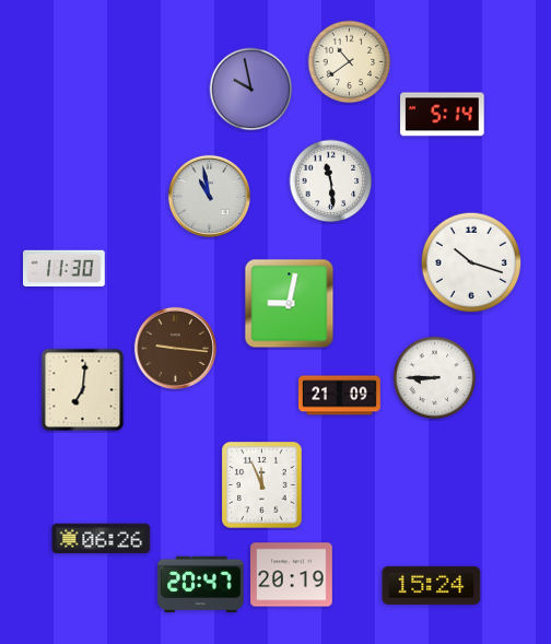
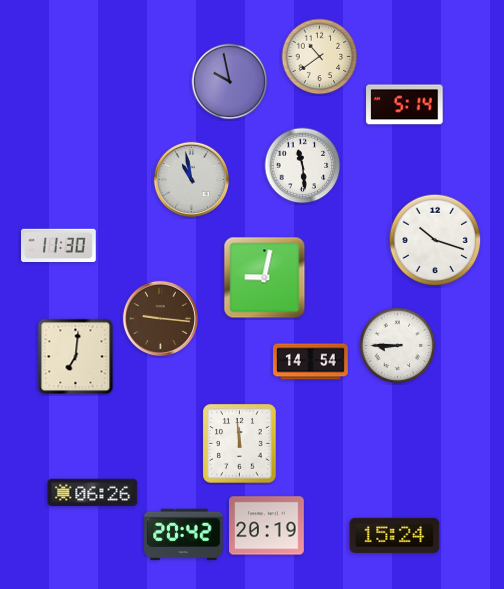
clock at (471, 262) position: (471, 262) -> (435, 240)
clock at (340, 396): 21:09 -> 14:54
clock at (262, 485): 11:56 -> 11:59
clock at (201, 585): 20:47 -> 20:42
